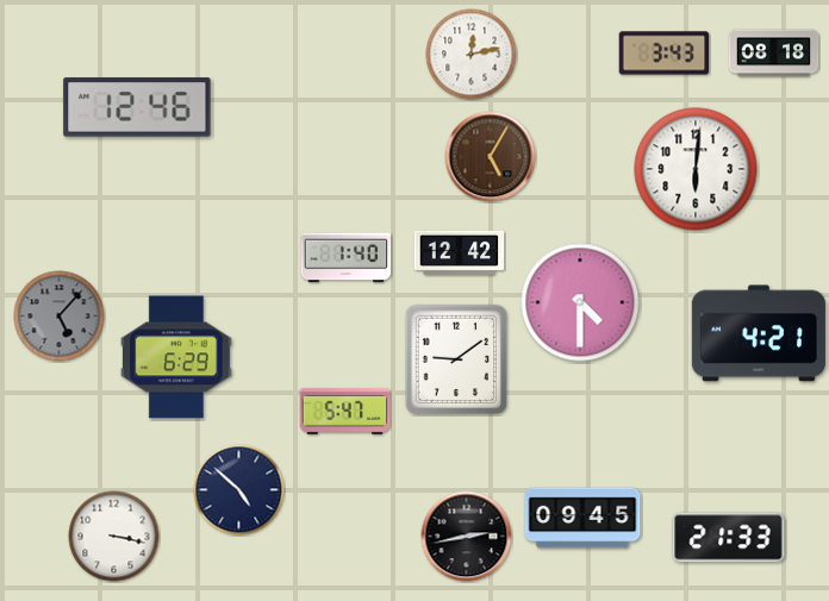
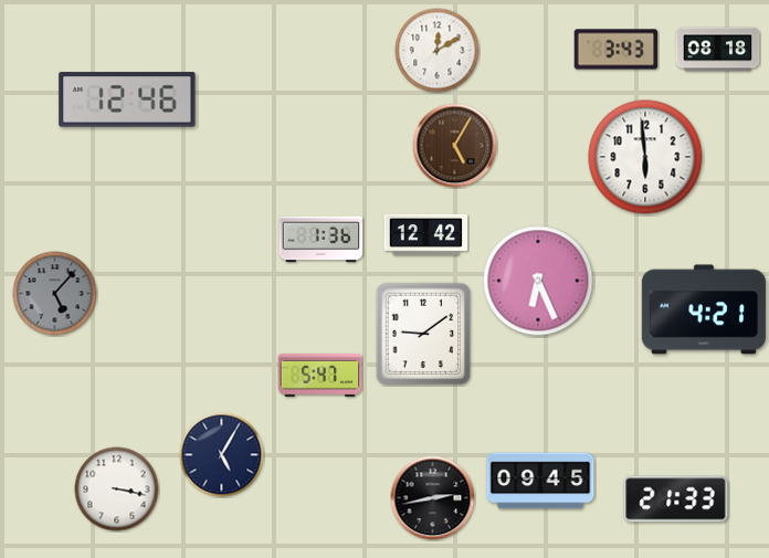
clock at (472, 55): 12:13 -> 12:10
clock at (696, 169): 6:01 -> 5:59
clock at (347, 258): 1:40 -> 1:36
clock at (580, 302): 4:30 -> 6:26
clock at (176, 357): 6:29 -> none
clock at (345, 411) position: (345, 411) -> (320, 375)
clock at (239, 490): 4:52 -> 5:05
clock at (114, 537) position: (114, 537) -> (117, 489)
